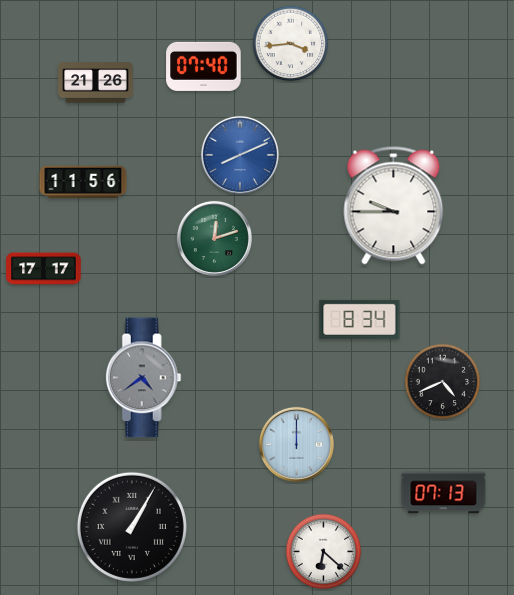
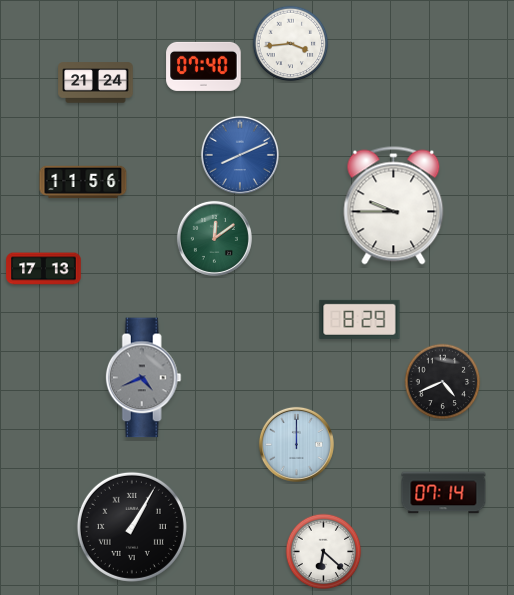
clock at (96, 83): 21:26 -> 21:24
clock at (214, 238): 12:12 -> 12:09
clock at (44, 269): 17:17 -> 17:13
clock at (360, 319): 8:34 -> 8:29
clock at (143, 378): 4:39 -> 4:41
clock at (444, 493): 07:13 -> 07:14
